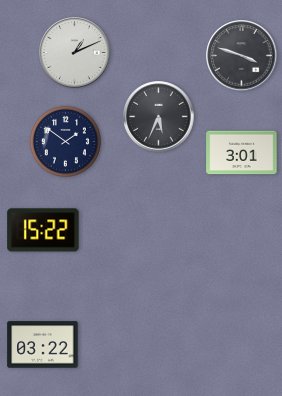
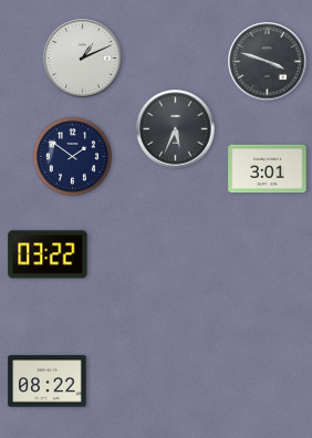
clock at (43, 230): 15:22 -> 03:22
clock at (43, 345): 03:22 -> 08:22
